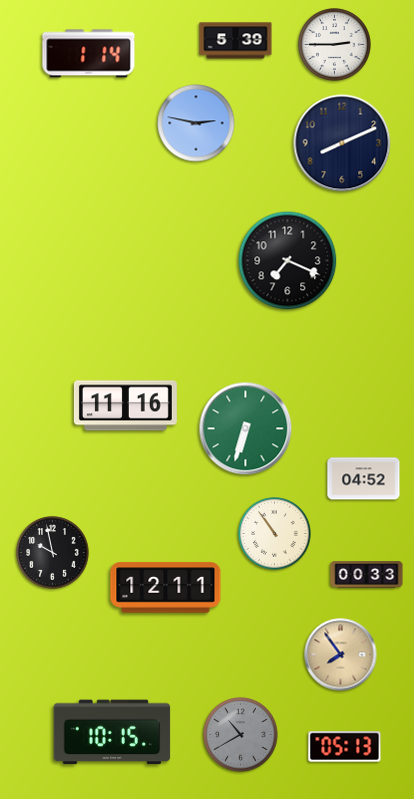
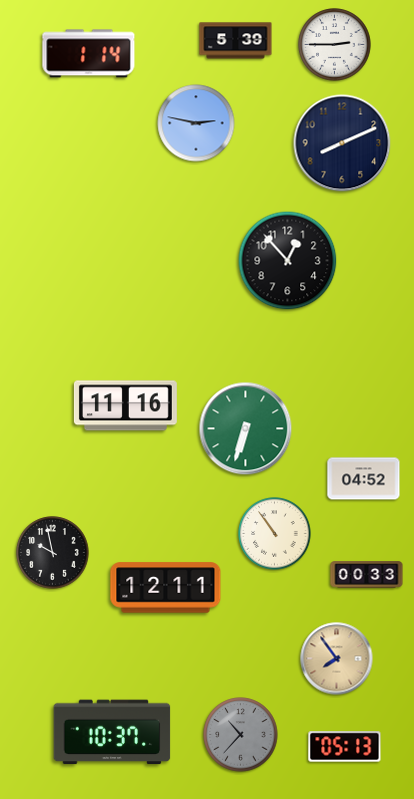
clock at (288, 261): 7:19 -> 12:53
clock at (341, 655) position: (341, 655) -> (337, 659)
clock at (112, 732): 10:15 -> 10:37
clock at (241, 735): 10:40 -> 10:37
